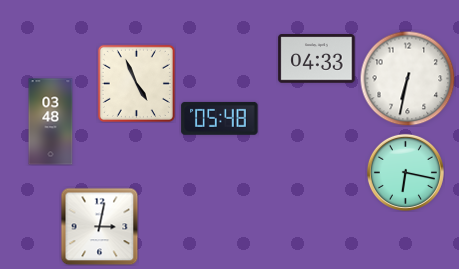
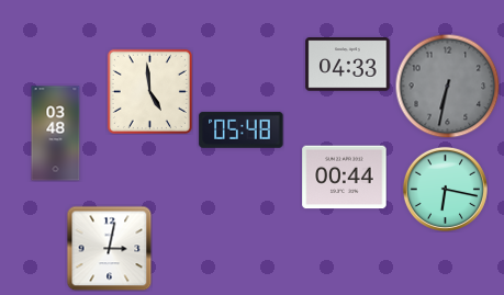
clock at (407, 78) dial: white -> grey
clock at (136, 83): 4:56 -> 4:59
clock at (345, 178): none -> 00:44
